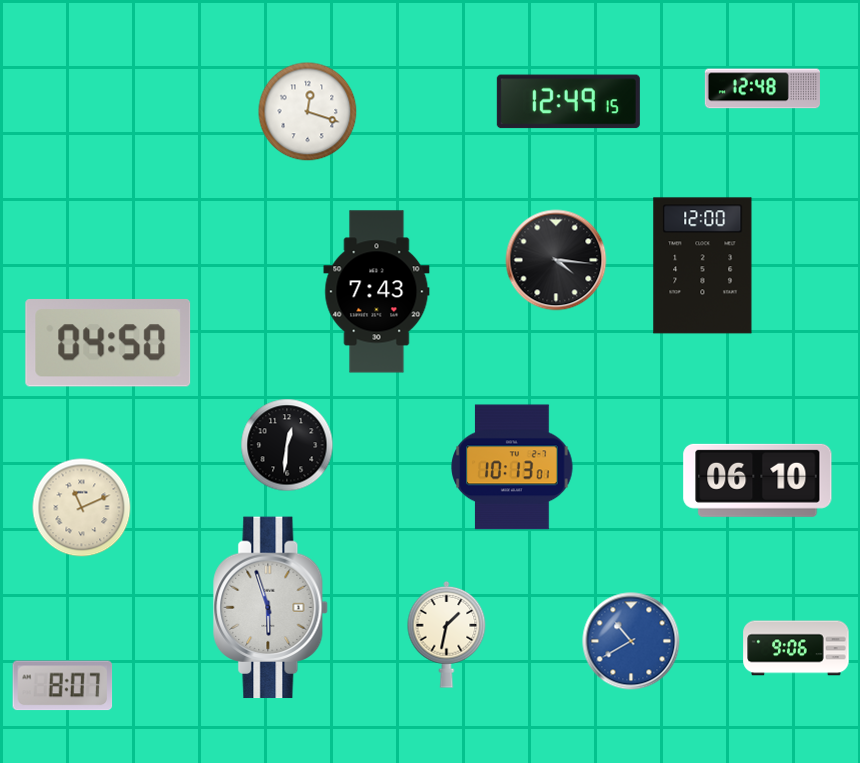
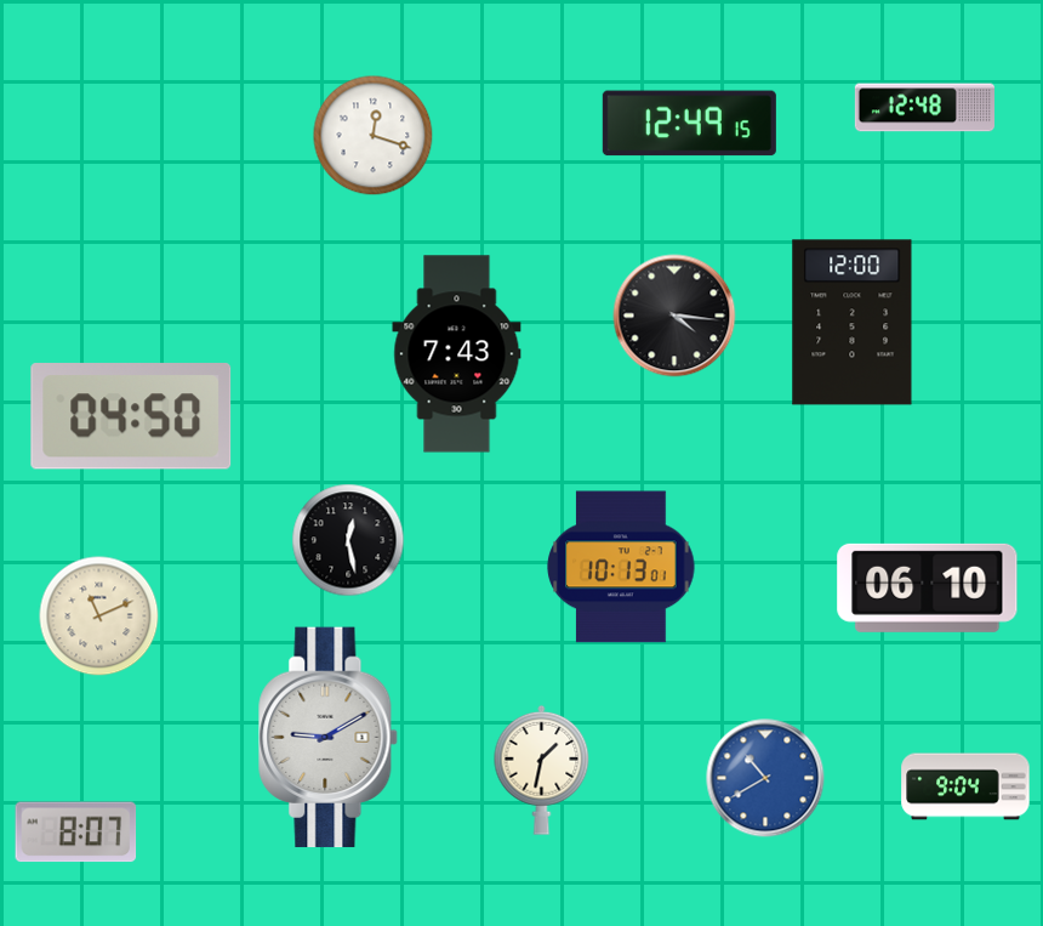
clock at (287, 445): 12:31 -> 12:28
clock at (758, 480) position: (758, 480) -> (928, 587)
clock at (271, 608): 5:57 -> 9:10
clock at (796, 648): 9:06 -> 9:04
